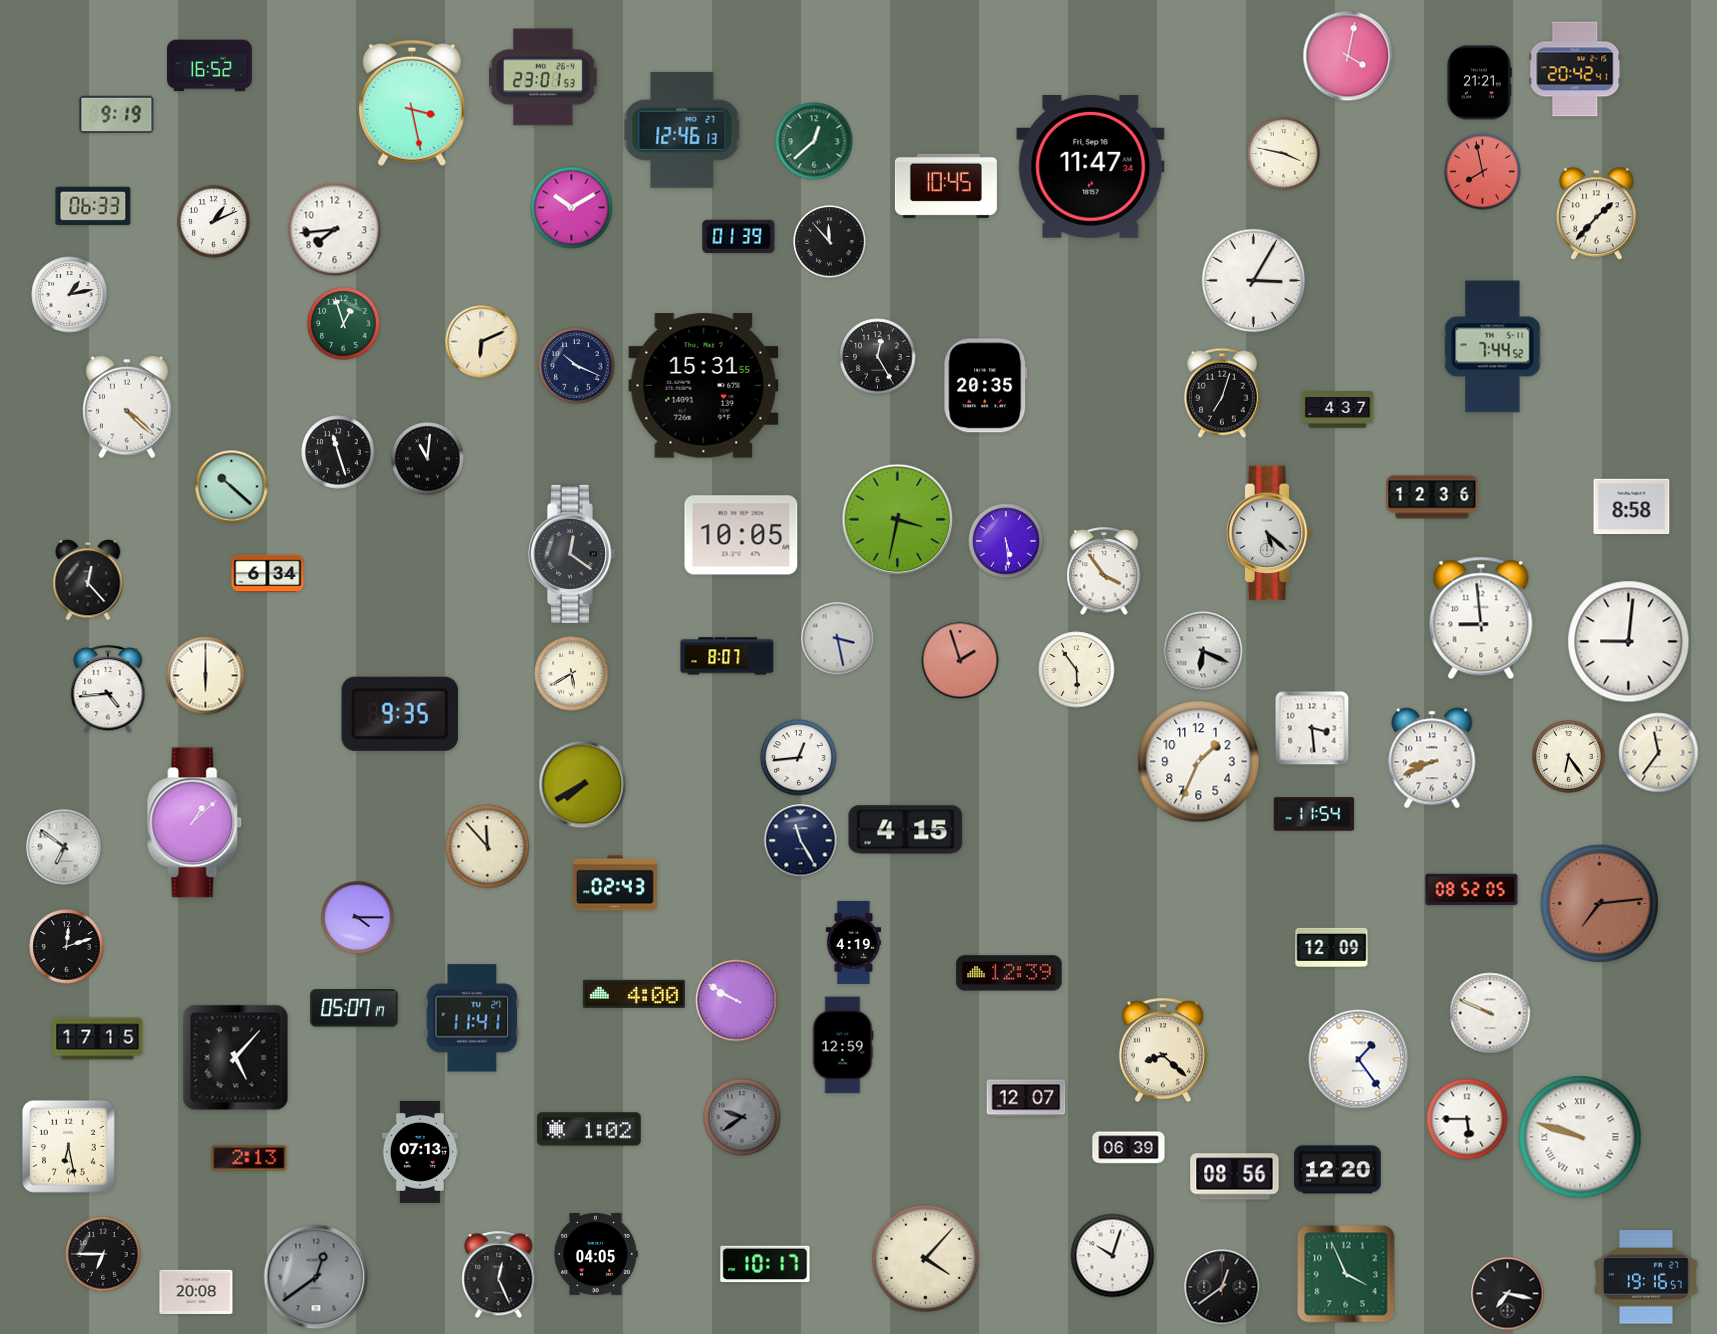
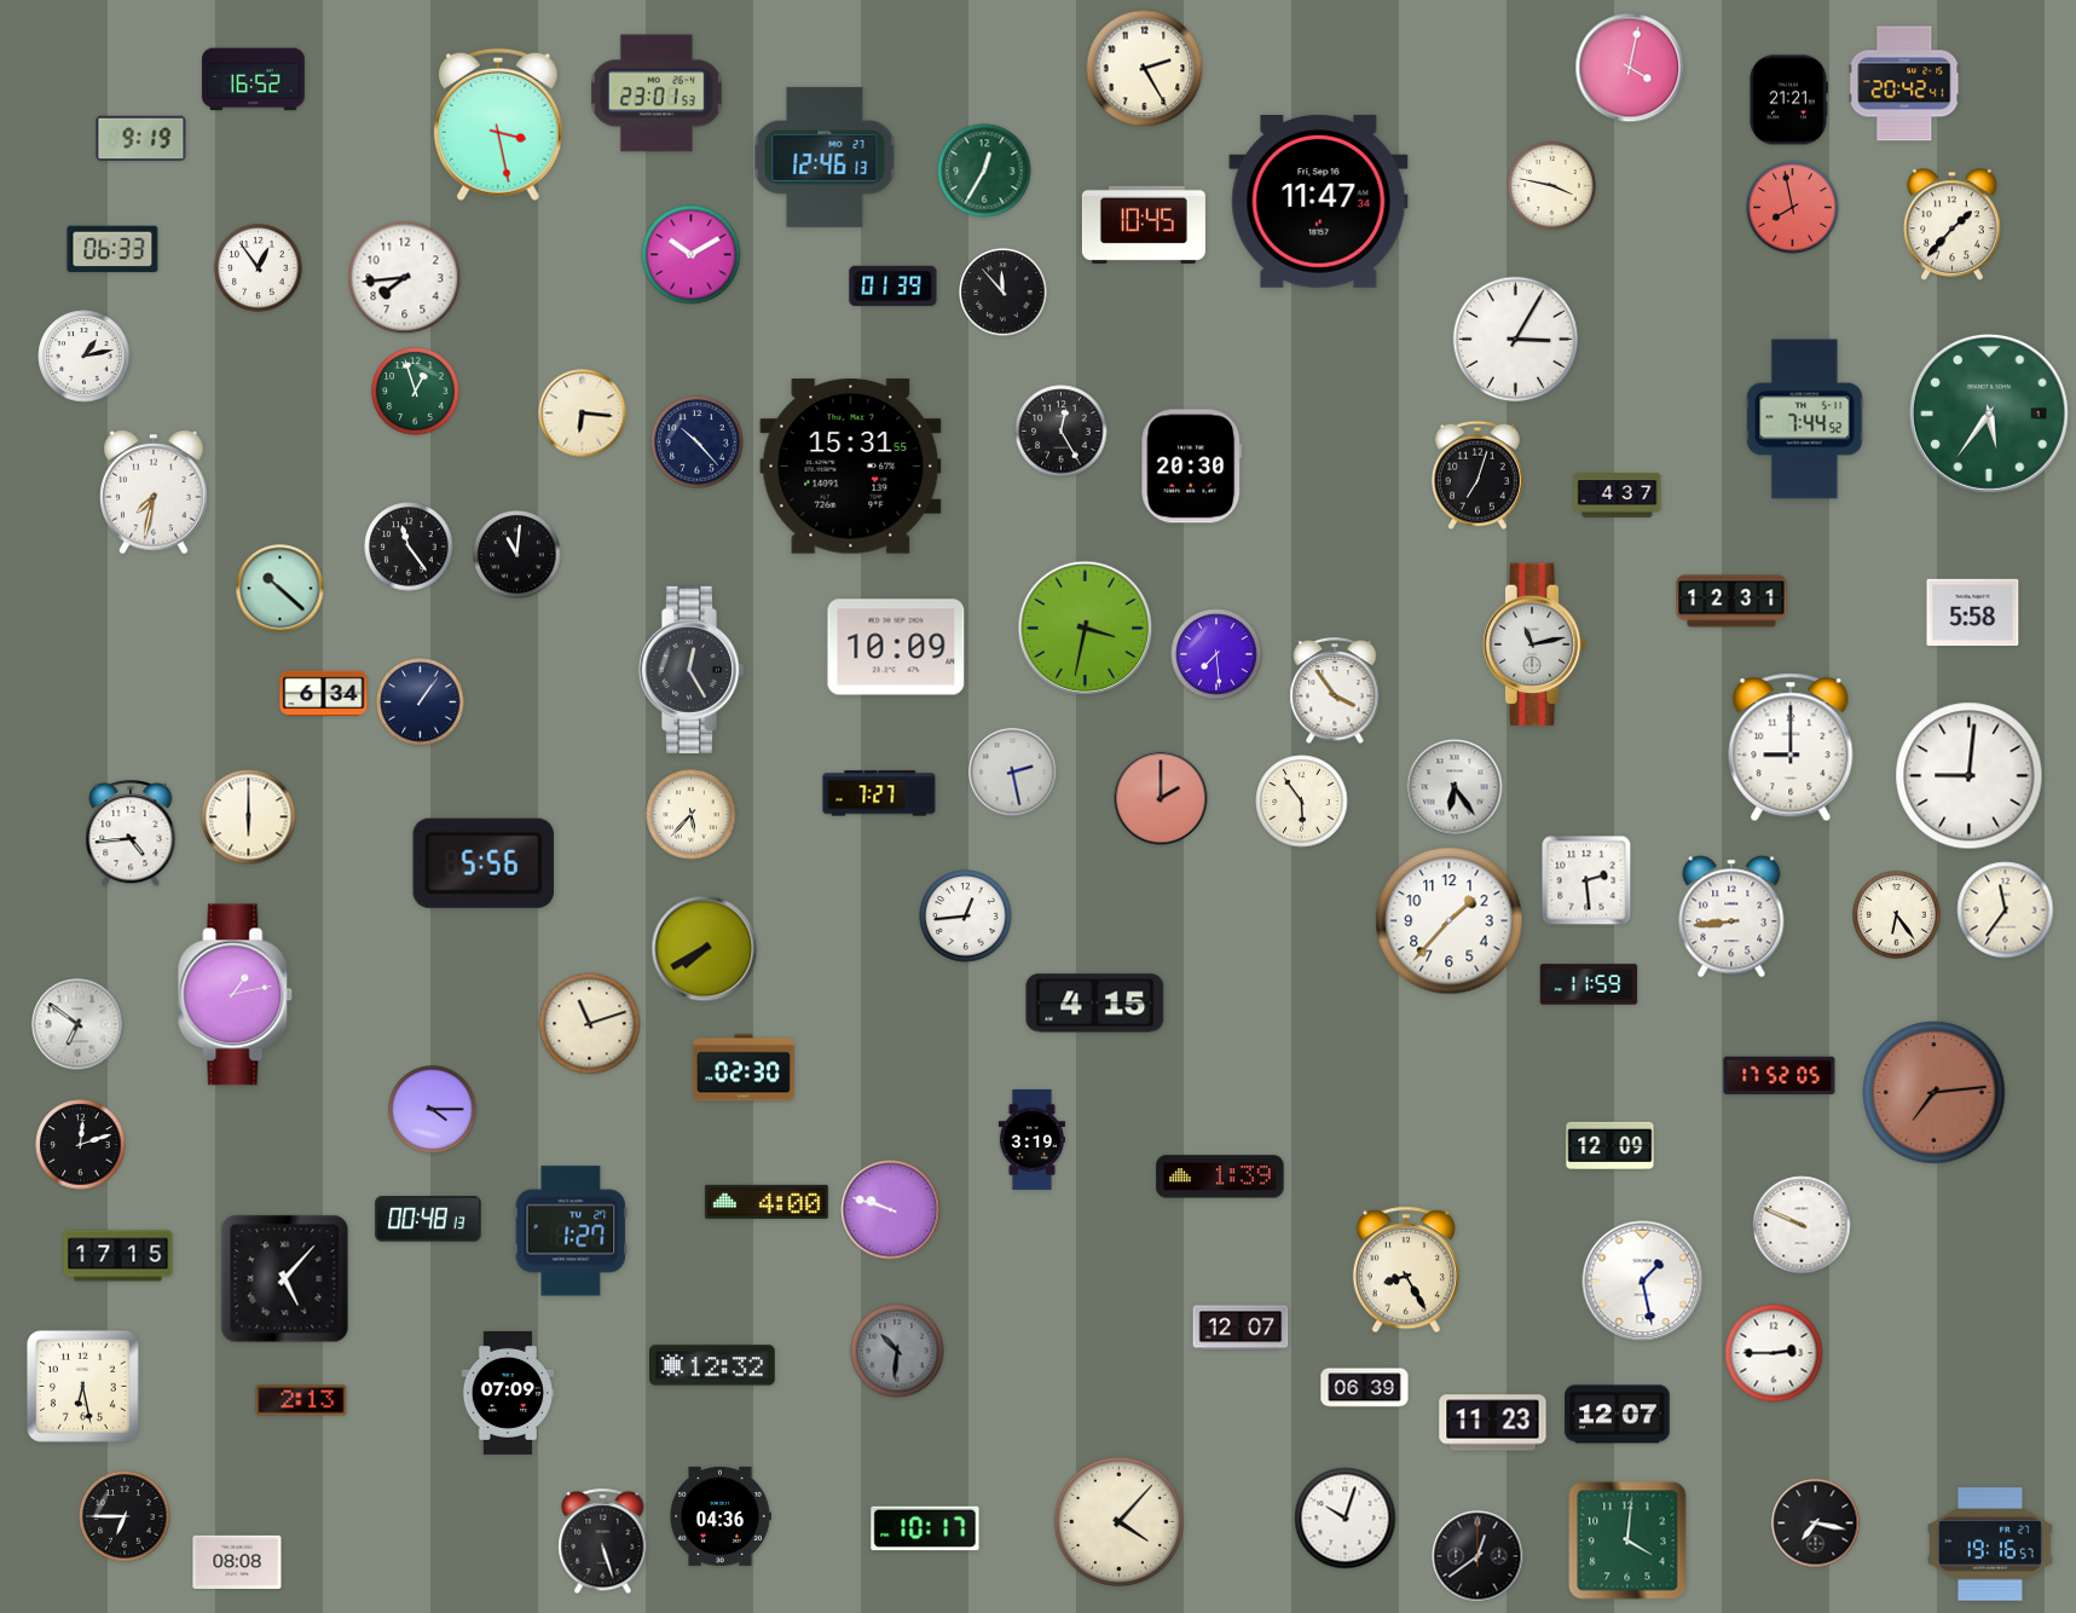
clock at (1145, 69): none -> 2:25
clock at (814, 141): 12:38 -> 12:35
clock at (572, 208) position: (572, 208) -> (692, 255)
clock at (1597, 214) position: (1597, 214) -> (1953, 225)
clock at (214, 222): 1:11 -> 12:54
clock at (482, 342): 6:11 -> 6:16
clock at (1989, 414): none -> 5:36
clock at (577, 366): 10:19 -> 10:23
clock at (986, 386): 20:35 -> 20:30
clock at (127, 408): 4:22 -> 7:32
clock at (338, 452): 11:27 -> 11:24
clock at (1432, 497): 12:36 -> 12:31
clock at (1632, 507): 8:58 -> 5:58
clock at (1269, 533): 5:22 -> 11:13
clock at (741, 535): 10:05 -> 10:09
clock at (1006, 541): 5:29 -> 7:29
clock at (571, 554): 12:21 -> 12:25
clock at (88, 580): 12:23 -> none
clock at (421, 703): none -> 1:06
clock at (1481, 618): 8:59 -> 9:00
clock at (838, 639): 3:28 -> 2:28
clock at (1203, 651): 6:19 -> 6:24
clock at (727, 656): 8:07 -> 7:27
clock at (960, 660): 1:57 -> 2:00
clock at (1077, 670) position: (1077, 670) -> (1302, 802)
clock at (572, 674): 5:40 -> 5:37
clock at (400, 714): 9:35 -> 5:56
clock at (1312, 728): 3:29 -> 2:29
clock at (1432, 758): 8:41 -> 8:44
clock at (1199, 762): 1:34 -> 1:37
clock at (1314, 814): 11:54 -> 11:59
clock at (195, 823): 1:08 -> 1:13
clock at (801, 841): 11:25 -> none
clock at (488, 847): 11:53 -> 11:12
clock at (615, 883): 02:43 -> 02:30
clock at (1472, 890): 08:52 -> 17:52
clock at (853, 942): 4:19 -> 3:19
clock at (1009, 973): 12:39 -> 1:39
clock at (737, 1001): 9:50 -> 9:48
clock at (354, 1008): 05:07 -> 00:48
clock at (472, 1018): 11:41 -> 1:27
clock at (843, 1045): 12:59 -> none
clock at (1163, 1050): 8:22 -> 8:25
clock at (1359, 1060): 1:24 -> 1:28
clock at (742, 1117): 9:39 -> 10:31
clock at (1467, 1119): 5:45 -> 2:45
clock at (590, 1129): 1:02 -> 12:32
clock at (1580, 1137): 9:48 -> none
clock at (420, 1152): 07:13 -> 07:09
clock at (1338, 1170): 12:20 -> 12:07
clock at (1235, 1177): 08:56 -> 11:23
clock at (596, 1254): 04:05 -> 04:36
clock at (1346, 1274): 3:56 -> 4:01
clock at (499, 1275): 12:26 -> 5:27
clock at (316, 1277): 12:39 -> none
clock at (196, 1291): 20:08 -> 08:08
clock at (1508, 1294) position: (1508, 1294) -> (1816, 1524)
